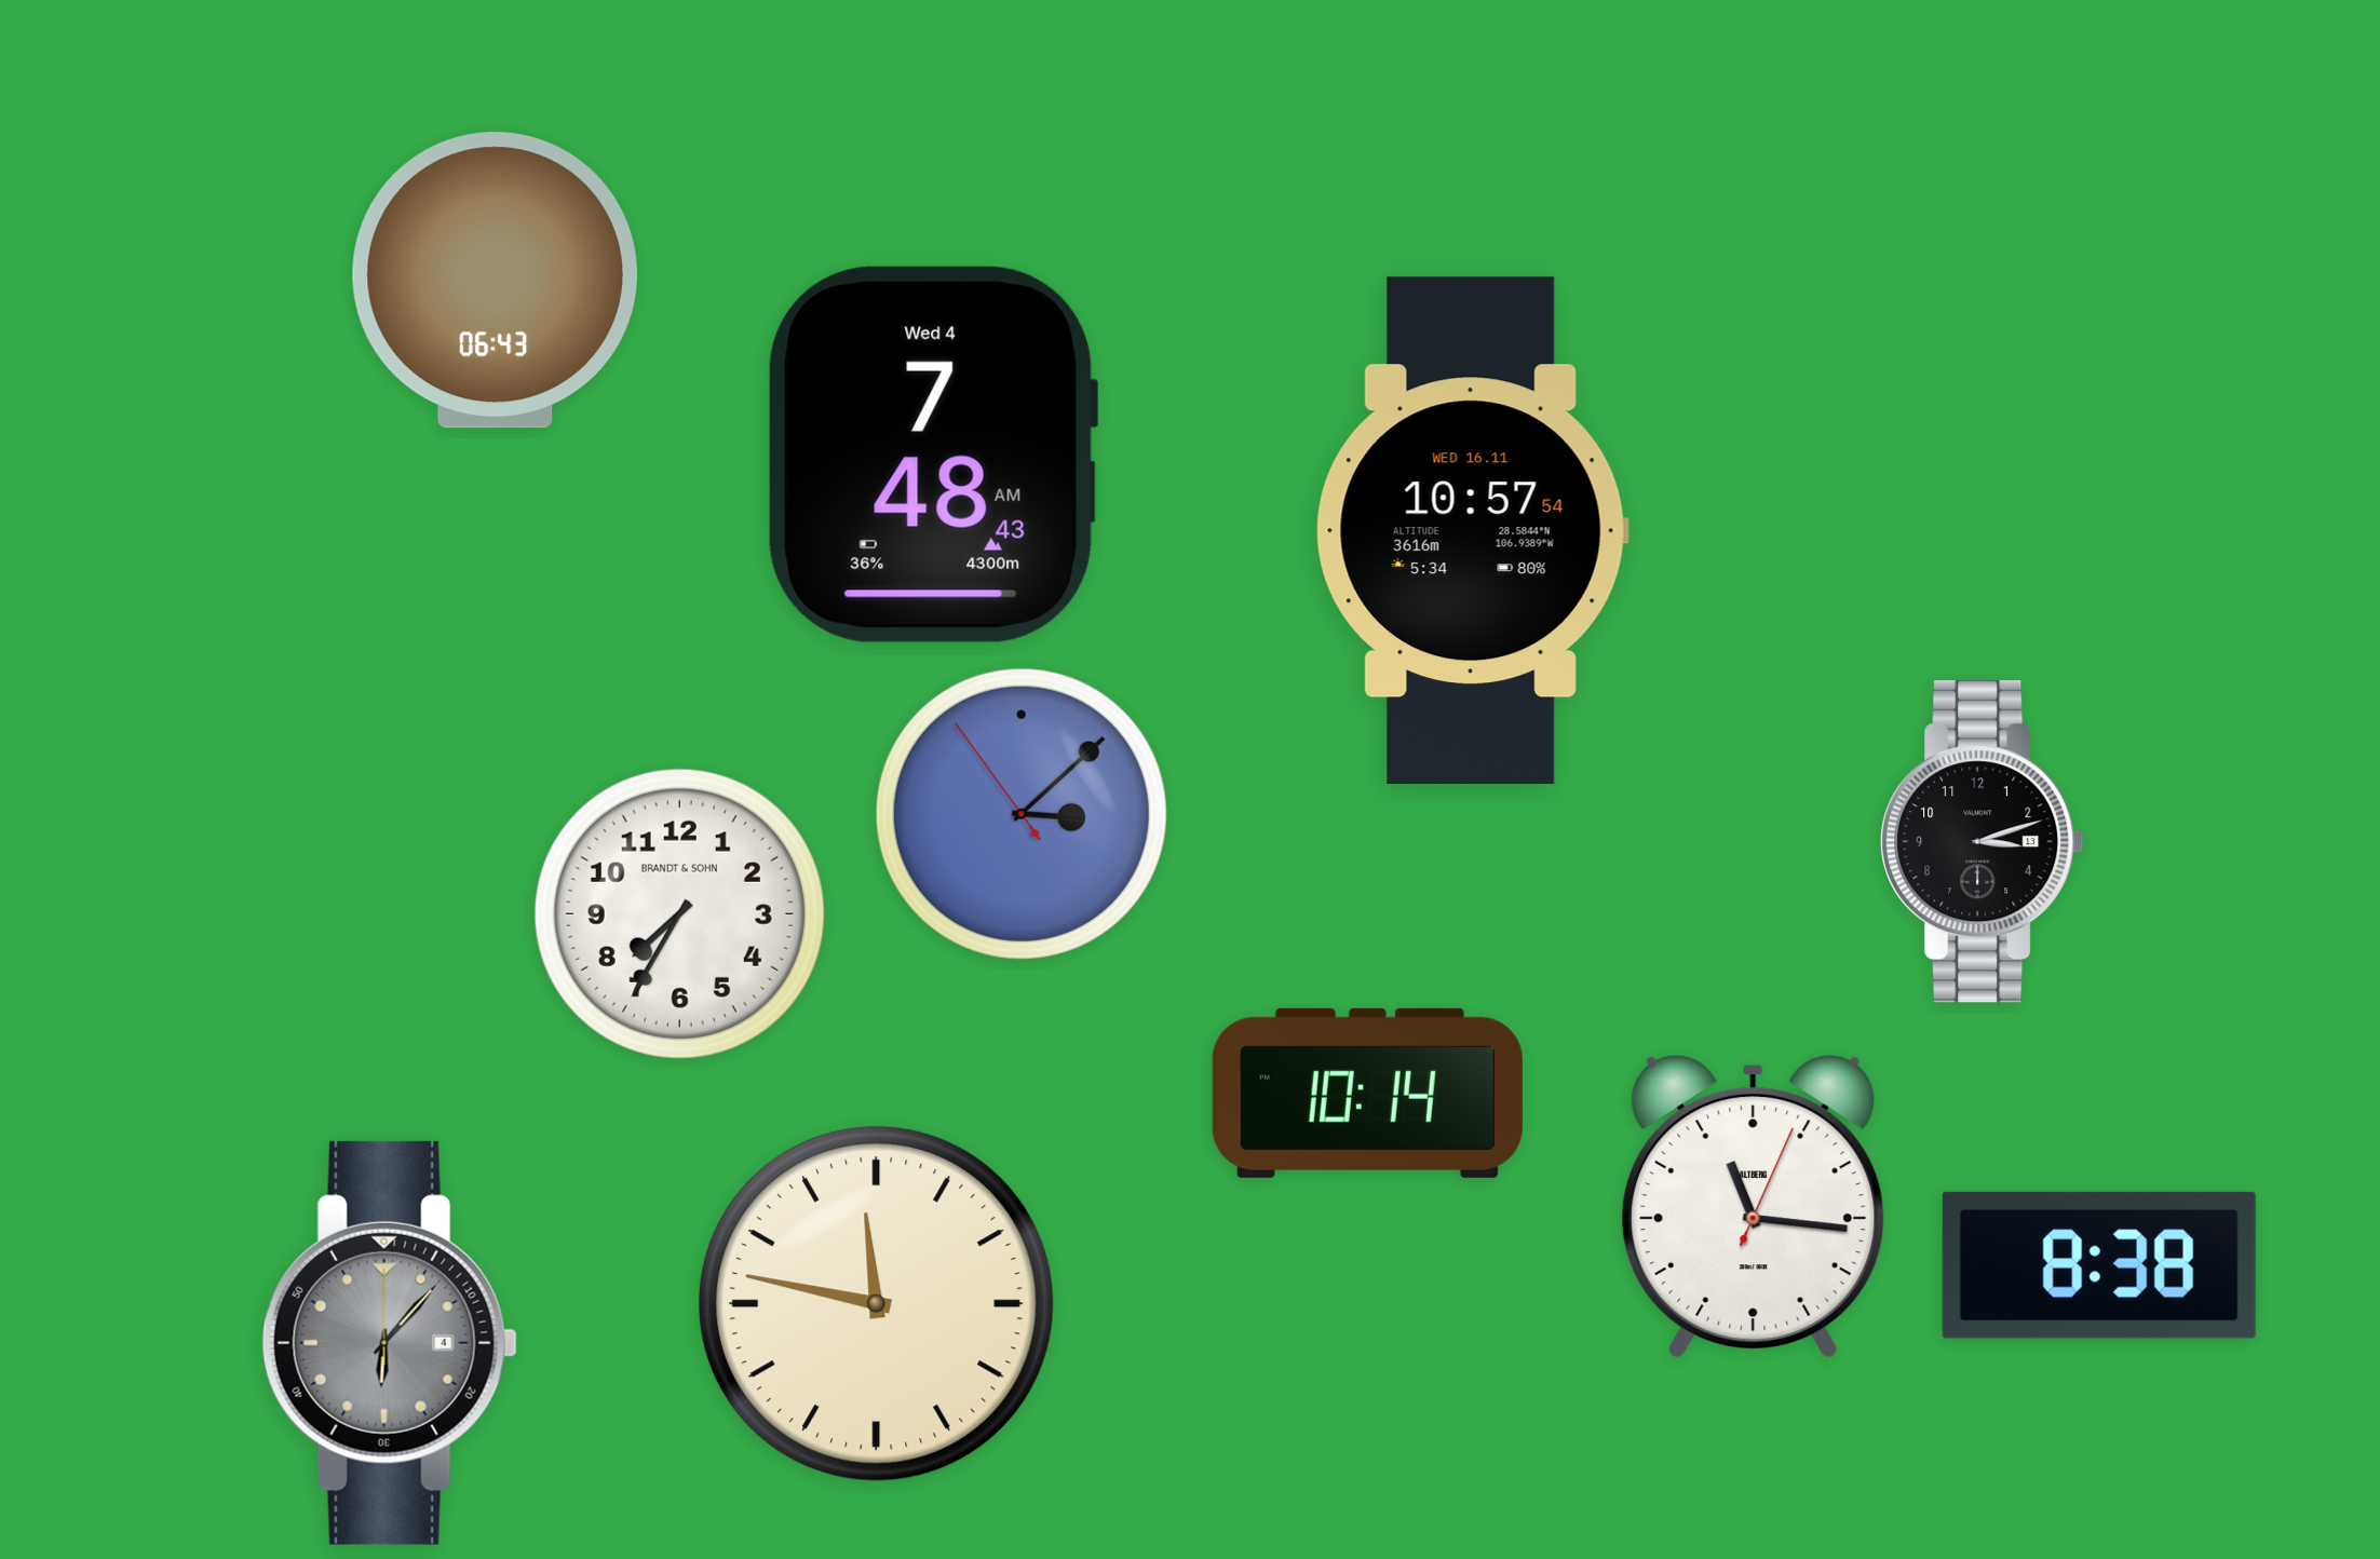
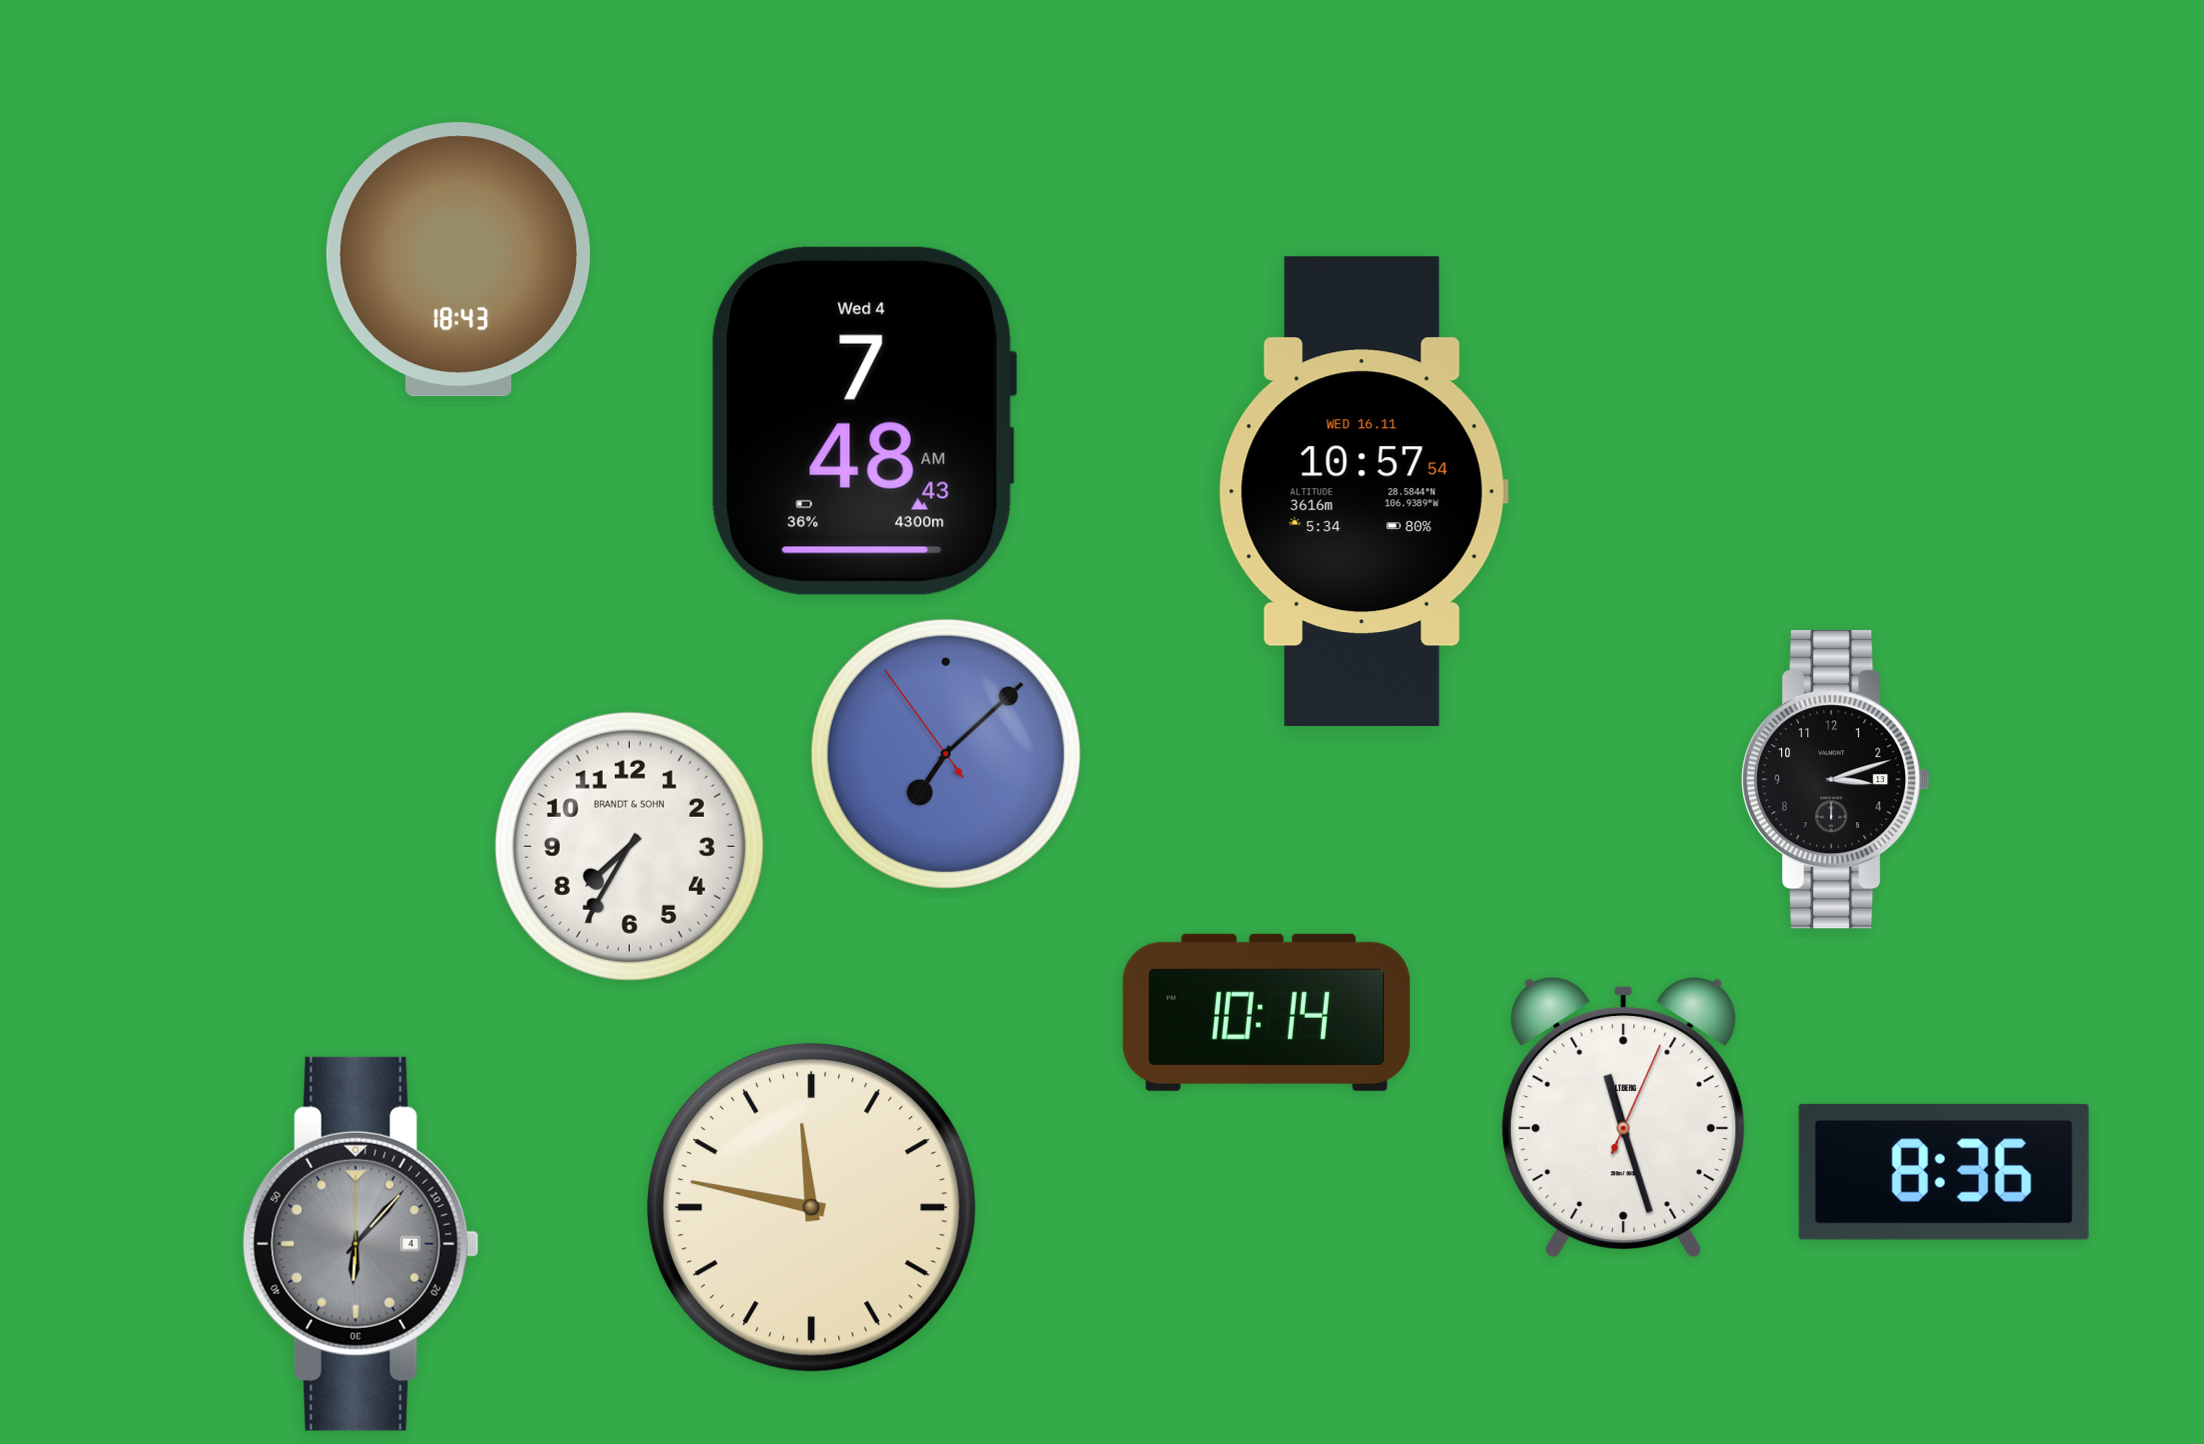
clock at (495, 281): 06:43 -> 18:43
clock at (1022, 814): 3:07 -> 7:07
clock at (1754, 1207): 11:16 -> 11:27
clock at (2099, 1265): 8:38 -> 8:36
